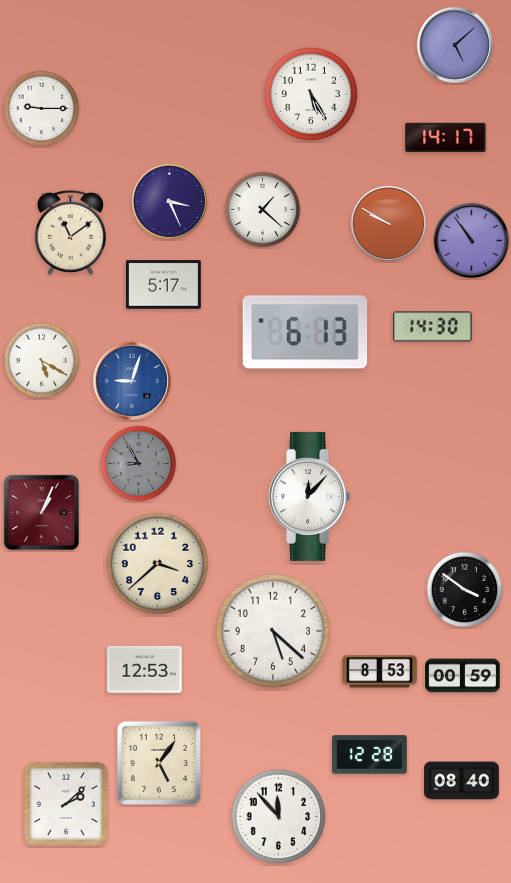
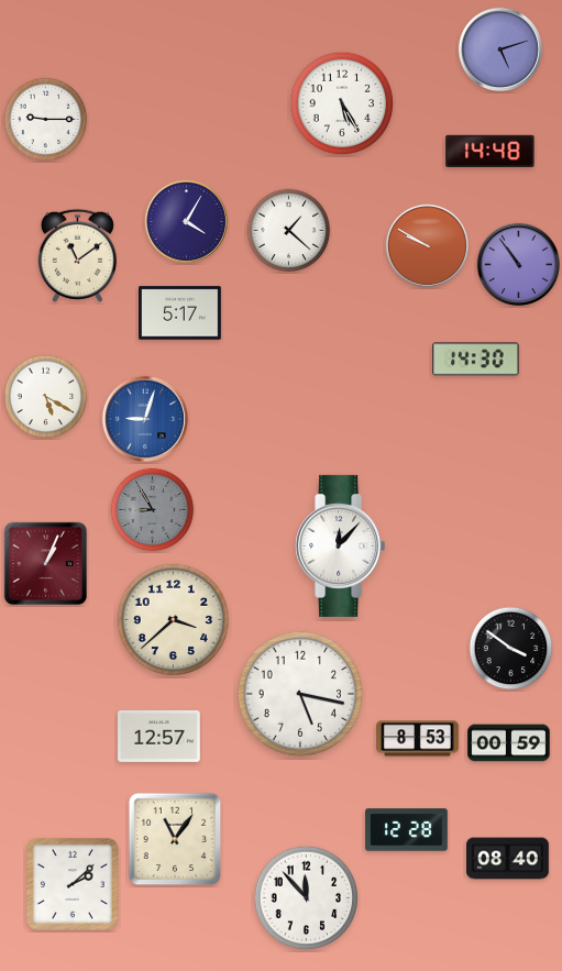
clock at (454, 44): 5:08 -> 5:12
clock at (446, 137): 14:17 -> 14:48
clock at (169, 201): 3:26 -> 4:05
clock at (305, 332): 6:13 -> none
clock at (273, 631): 5:22 -> 5:17
clock at (145, 669): 12:53 -> 12:57
clock at (159, 763): 5:06 -> 11:06
